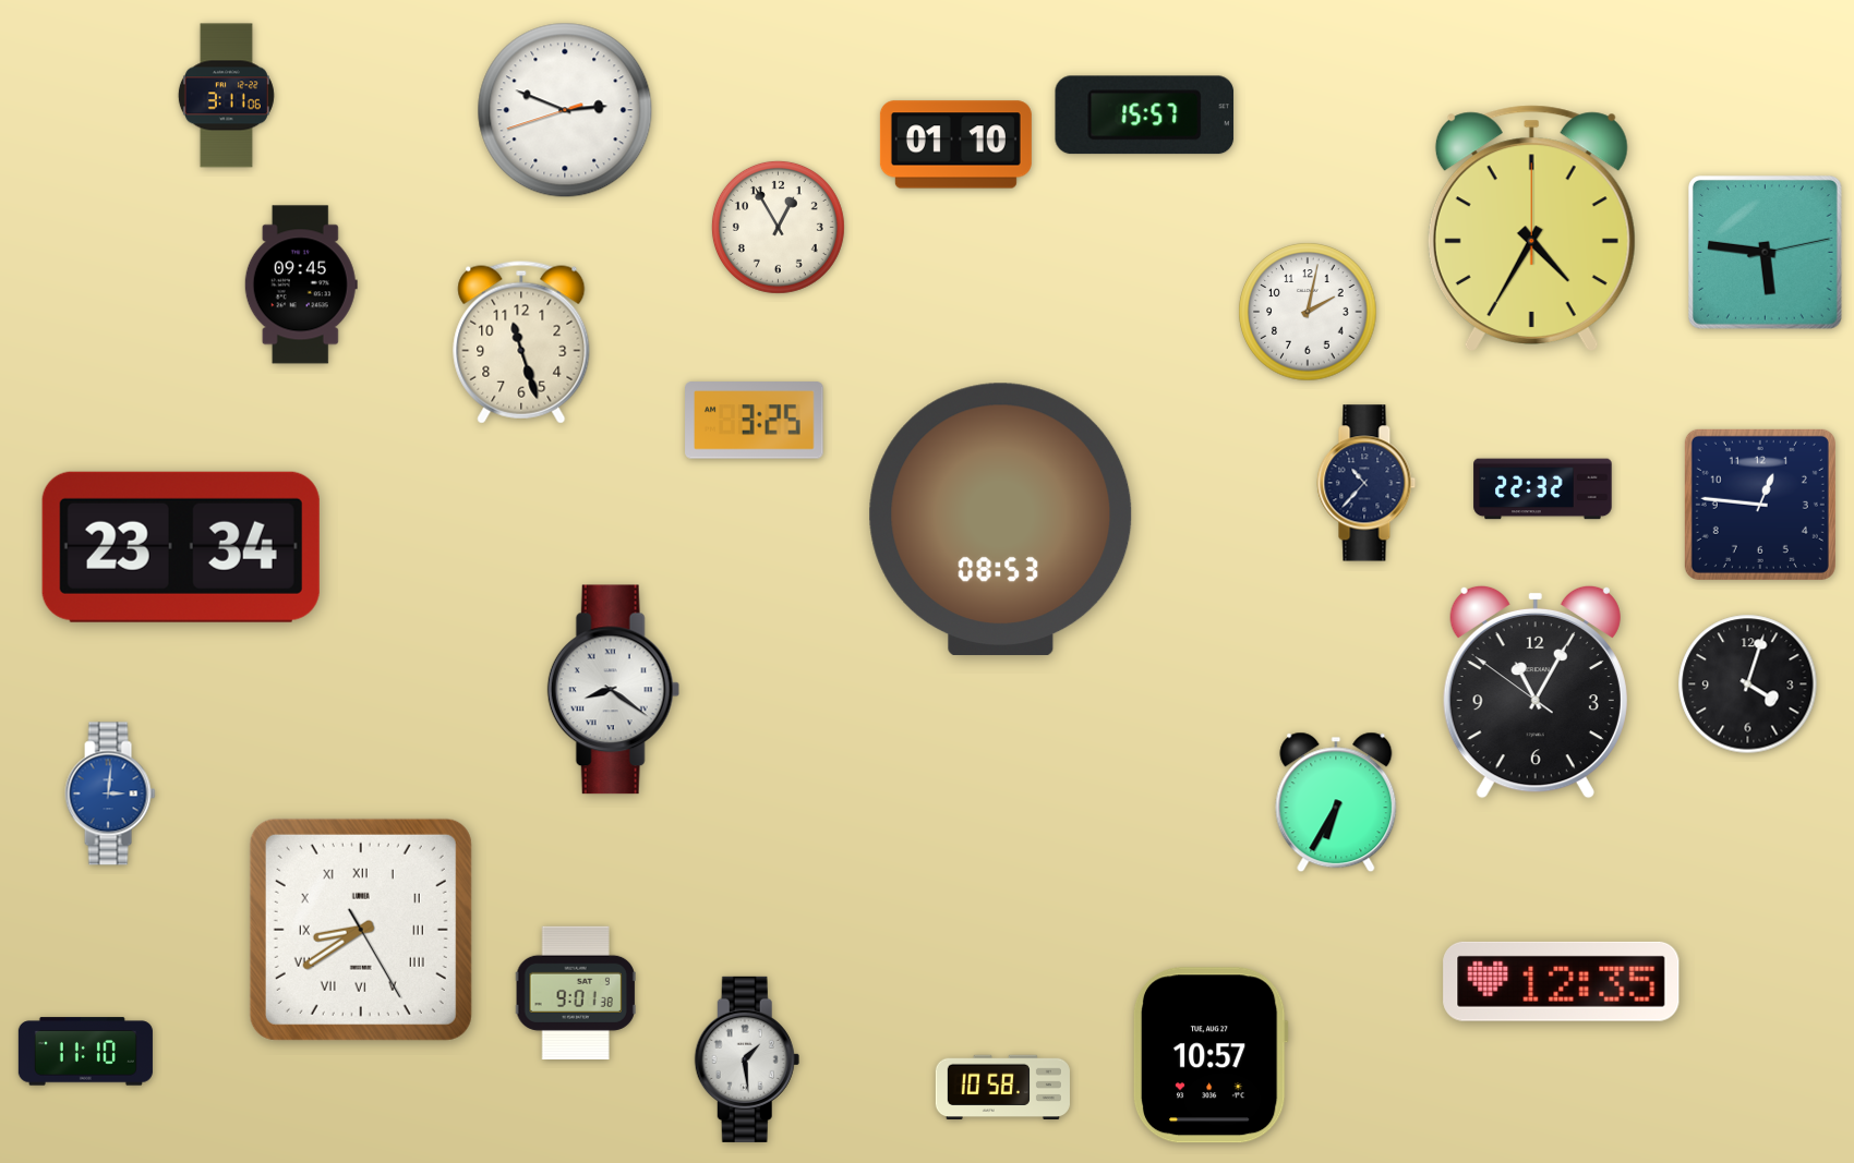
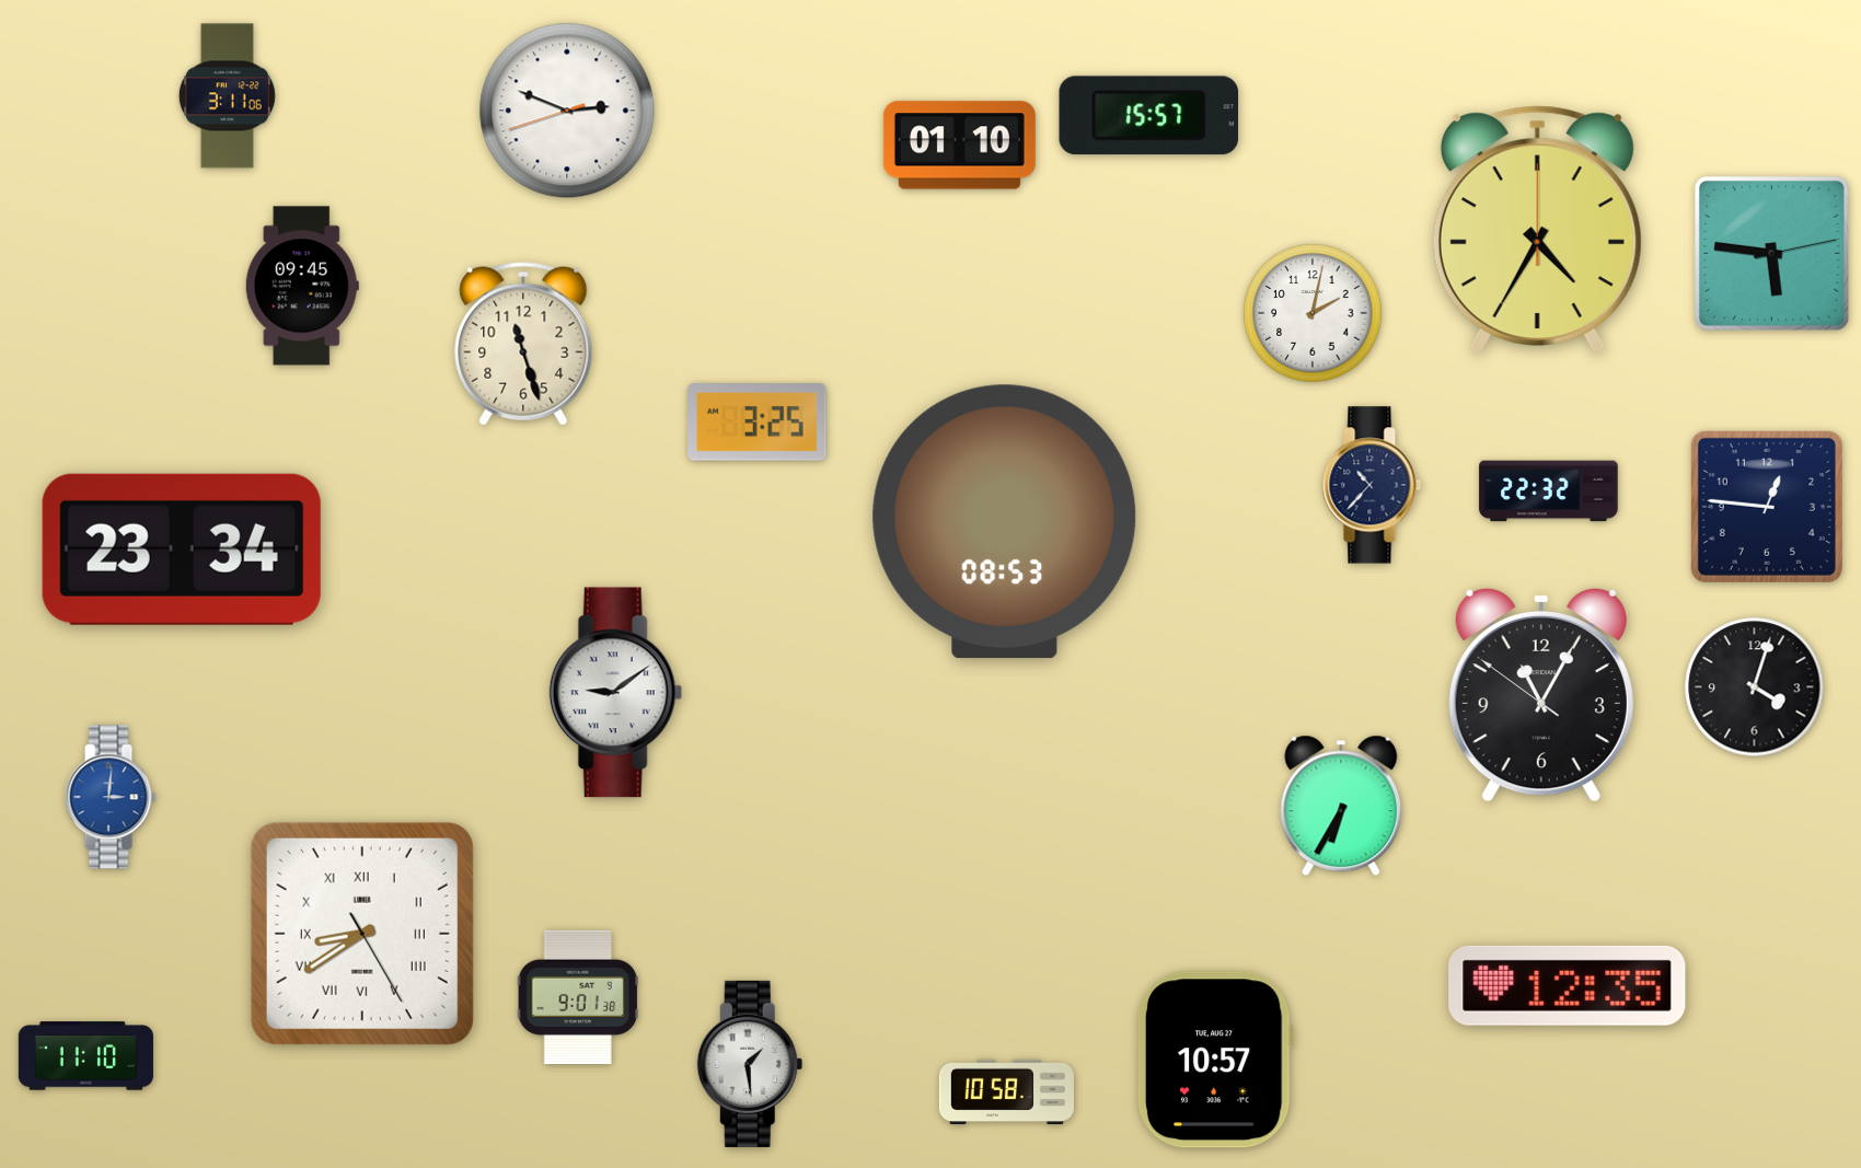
clock at (778, 227): 12:55 -> none
clock at (613, 690): 8:21 -> 9:09
